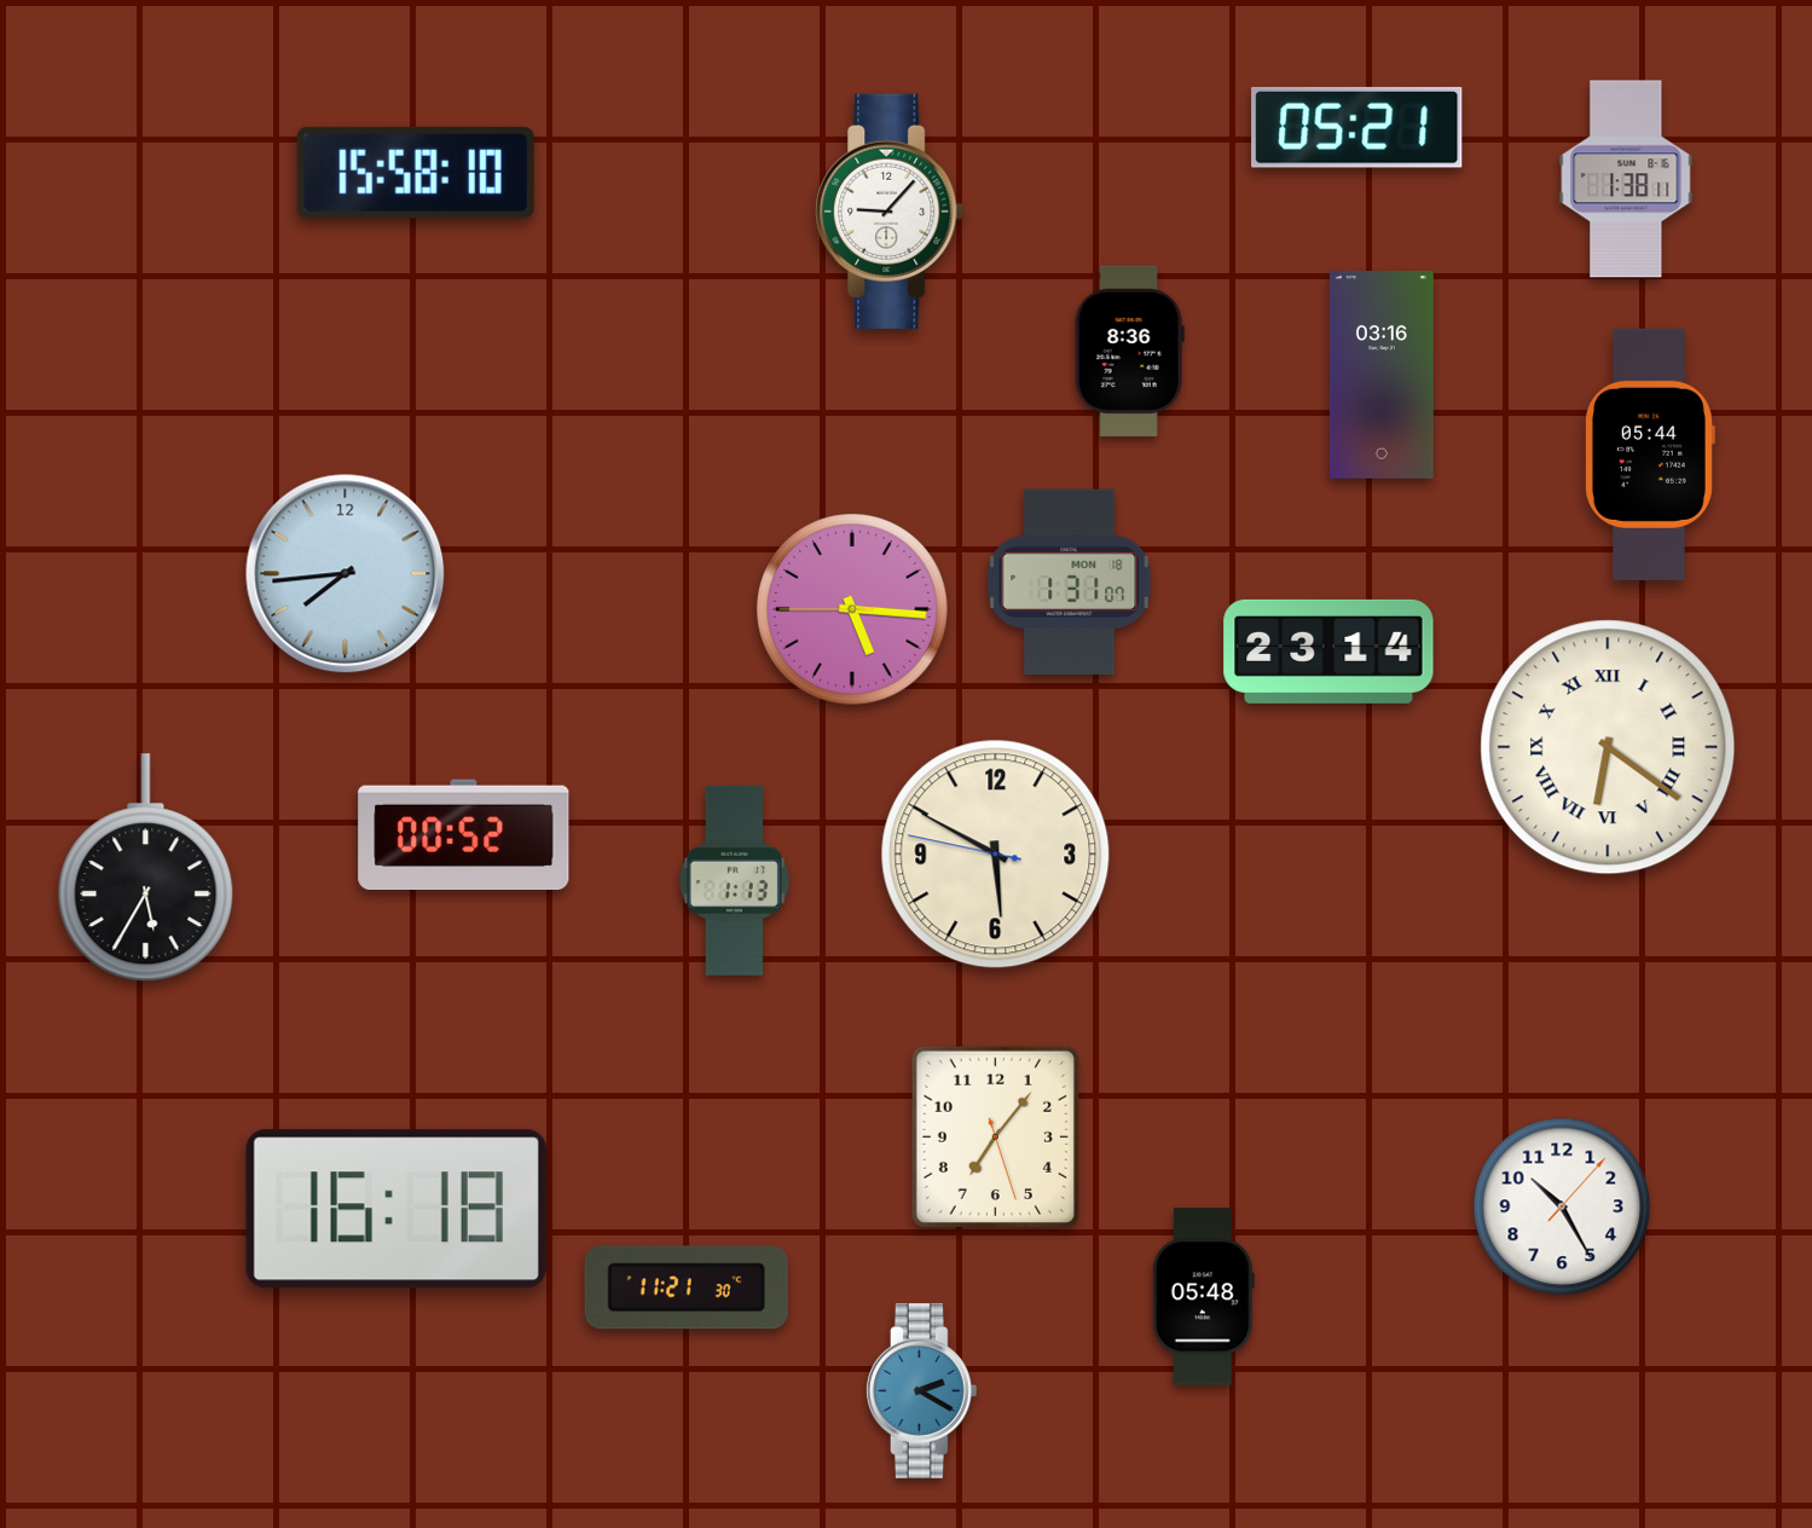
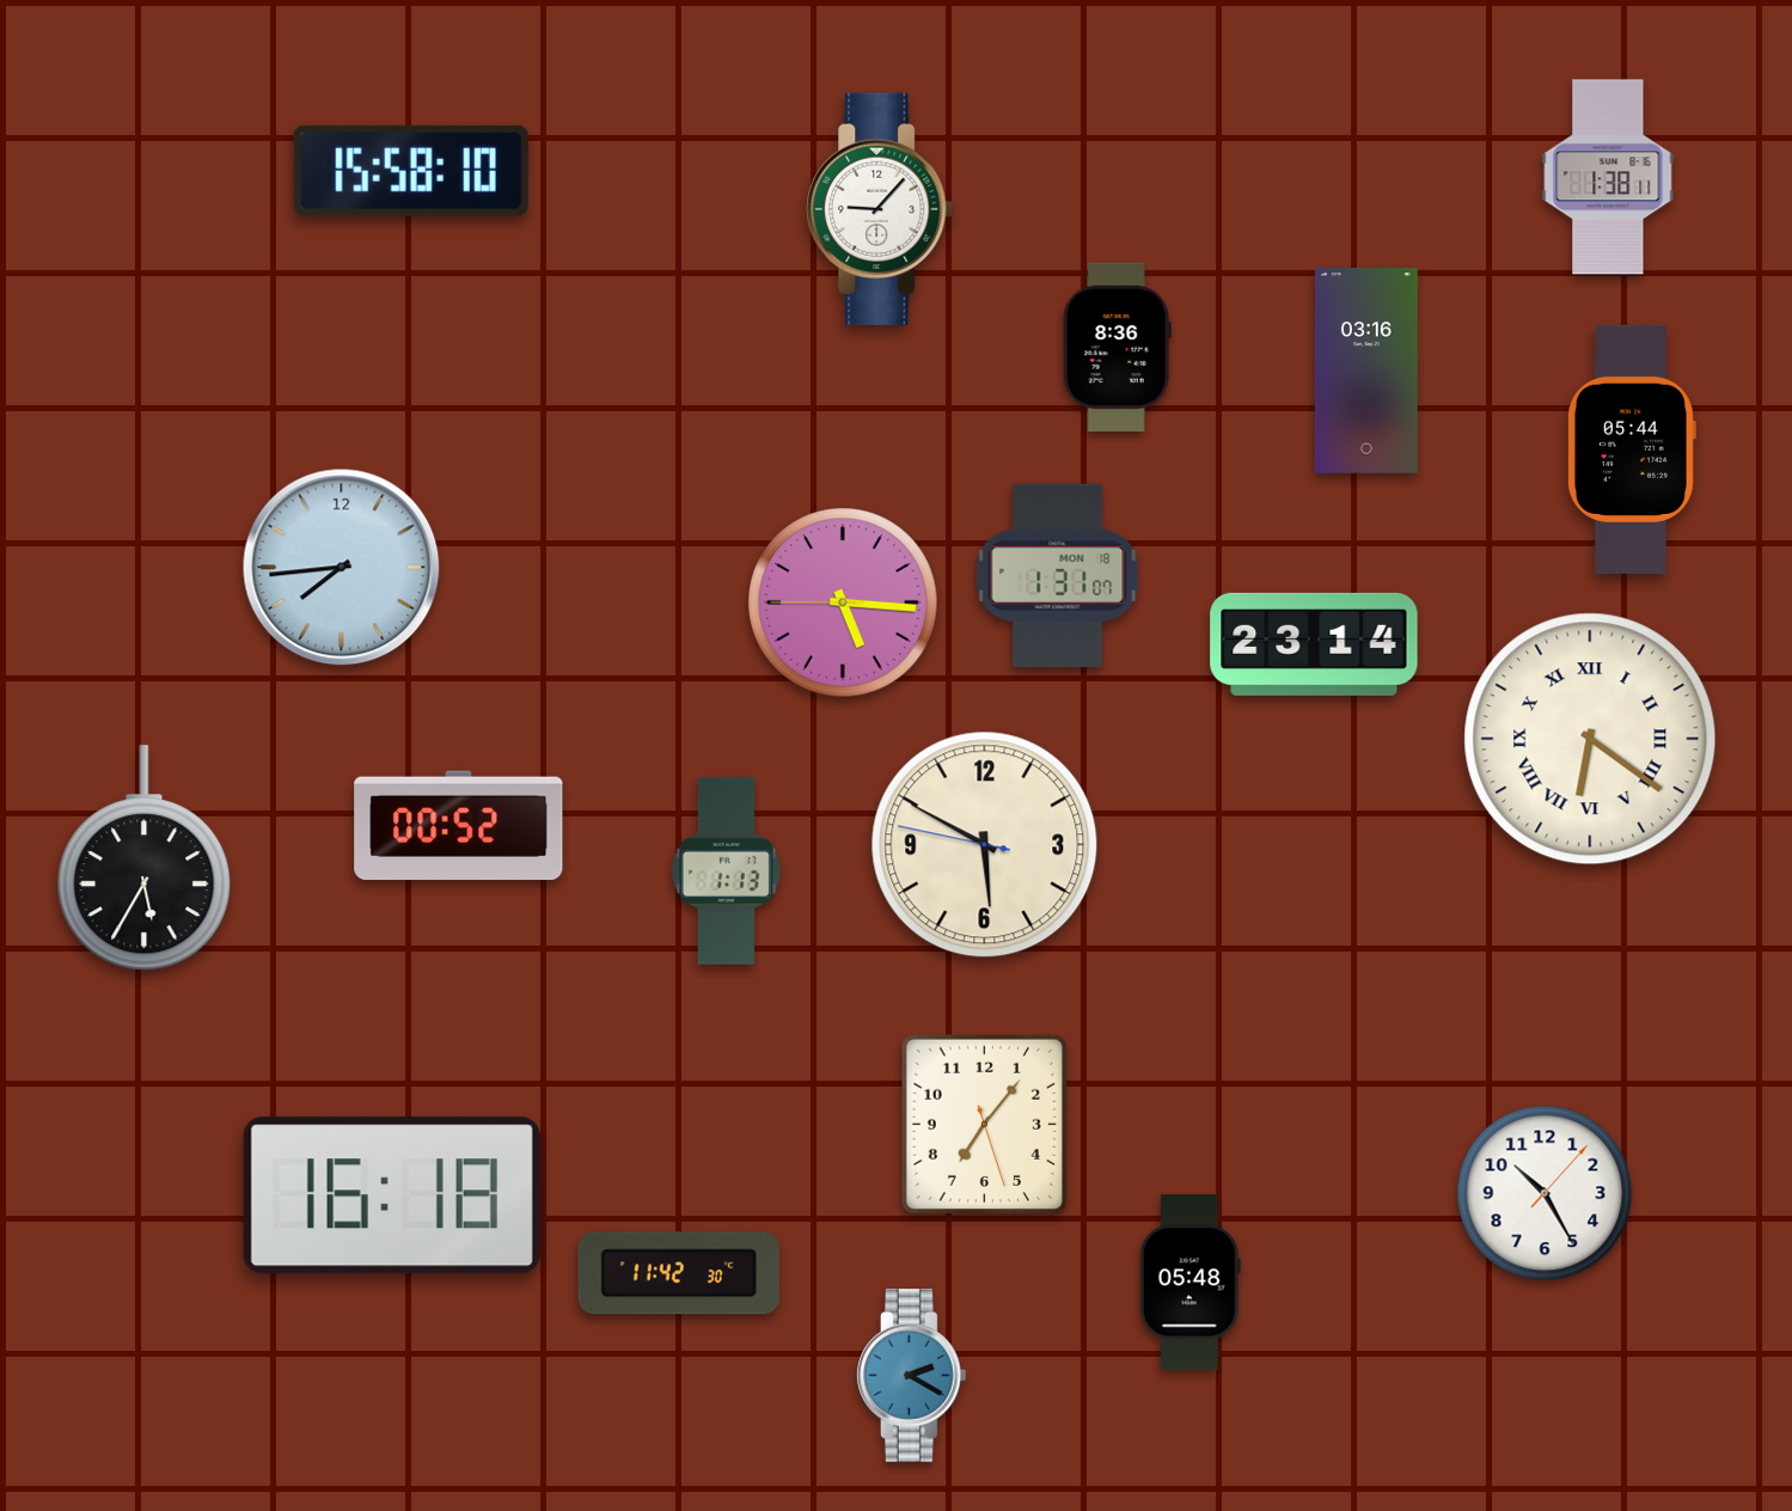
clock at (1357, 127): 05:21 -> none
clock at (687, 1287): 11:21 -> 11:42
